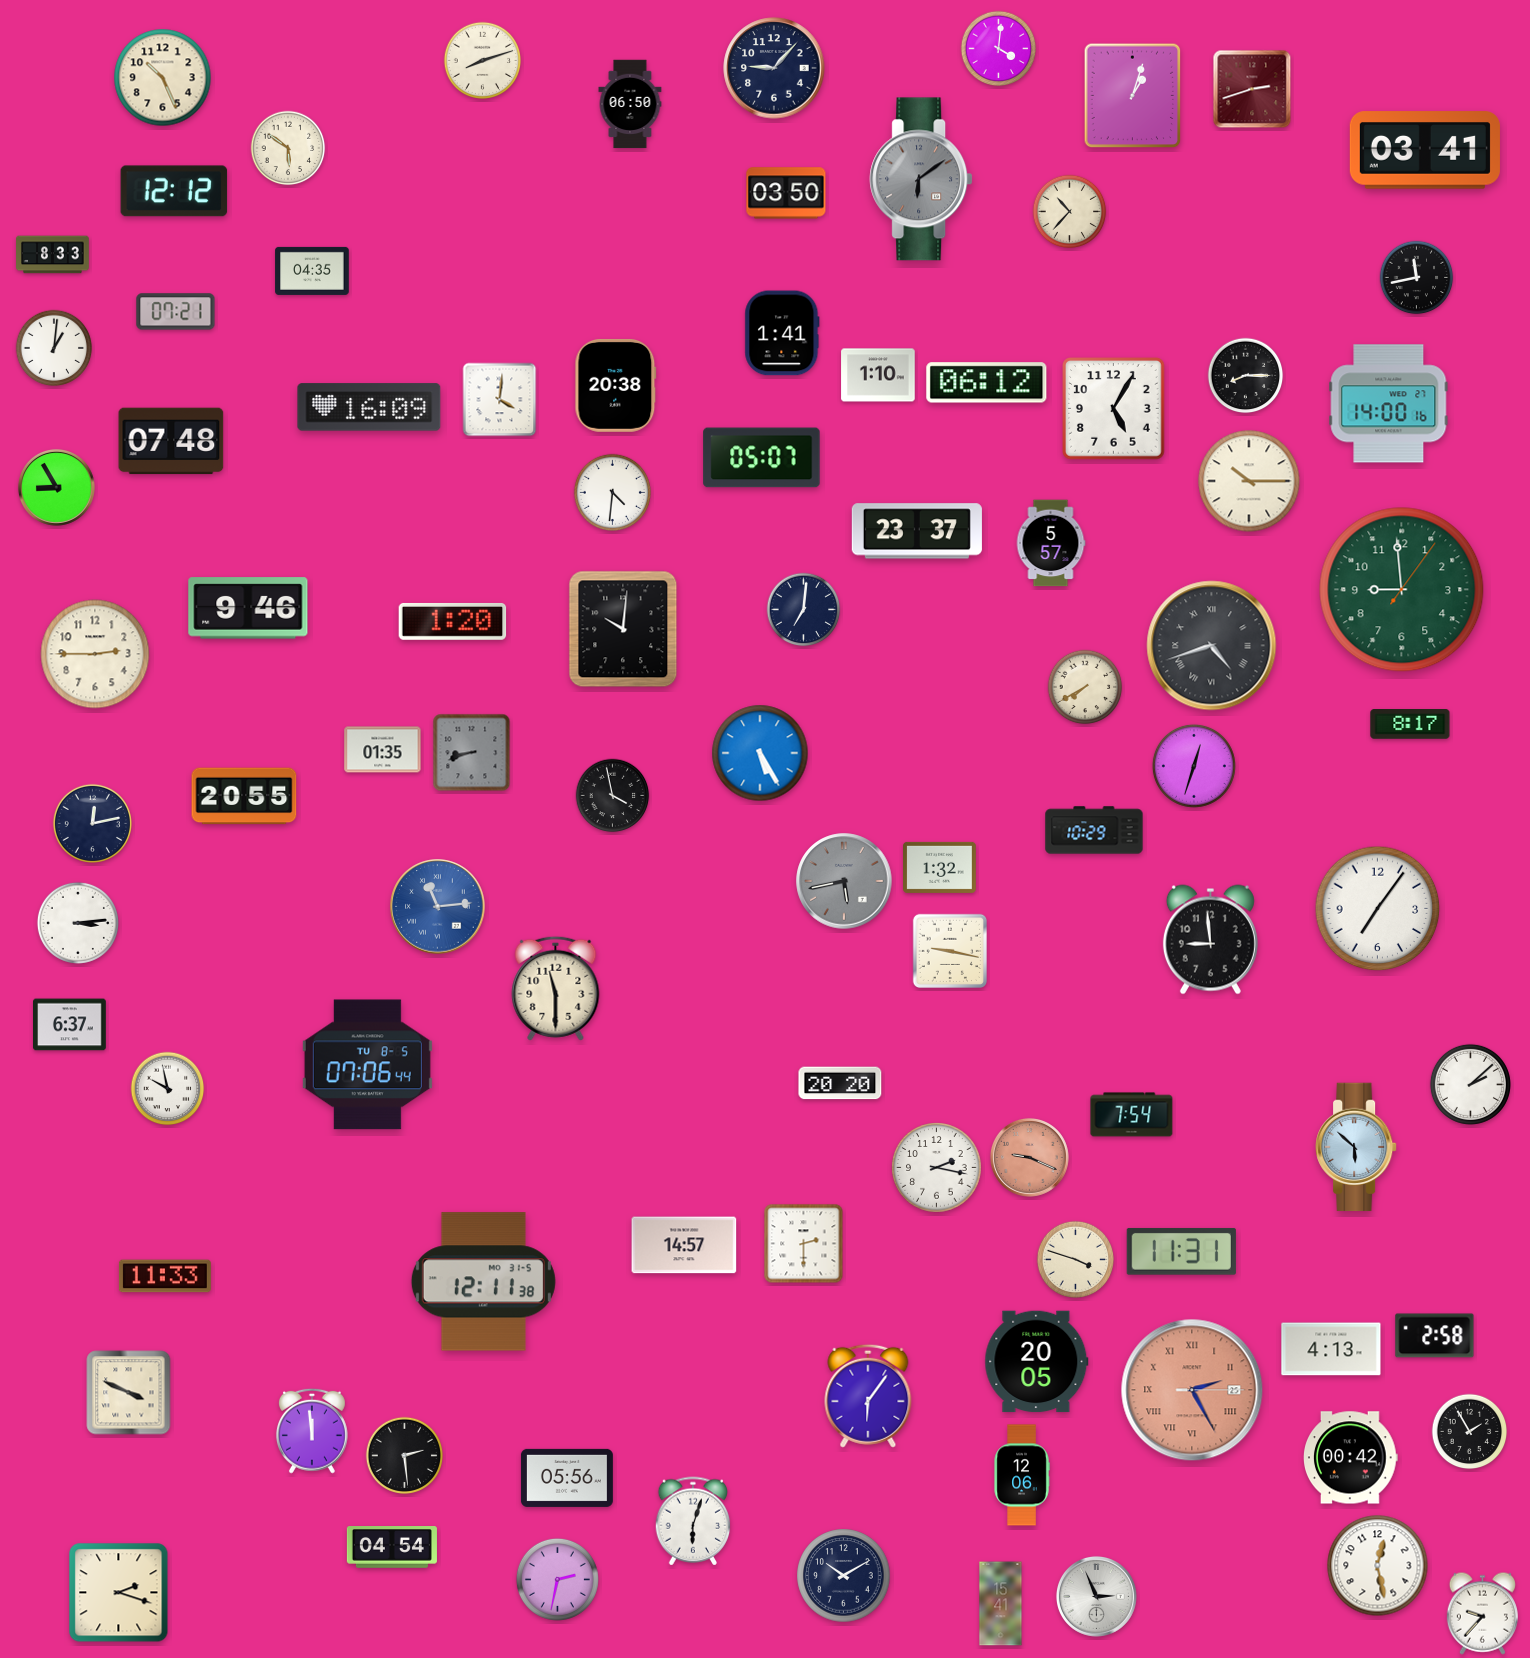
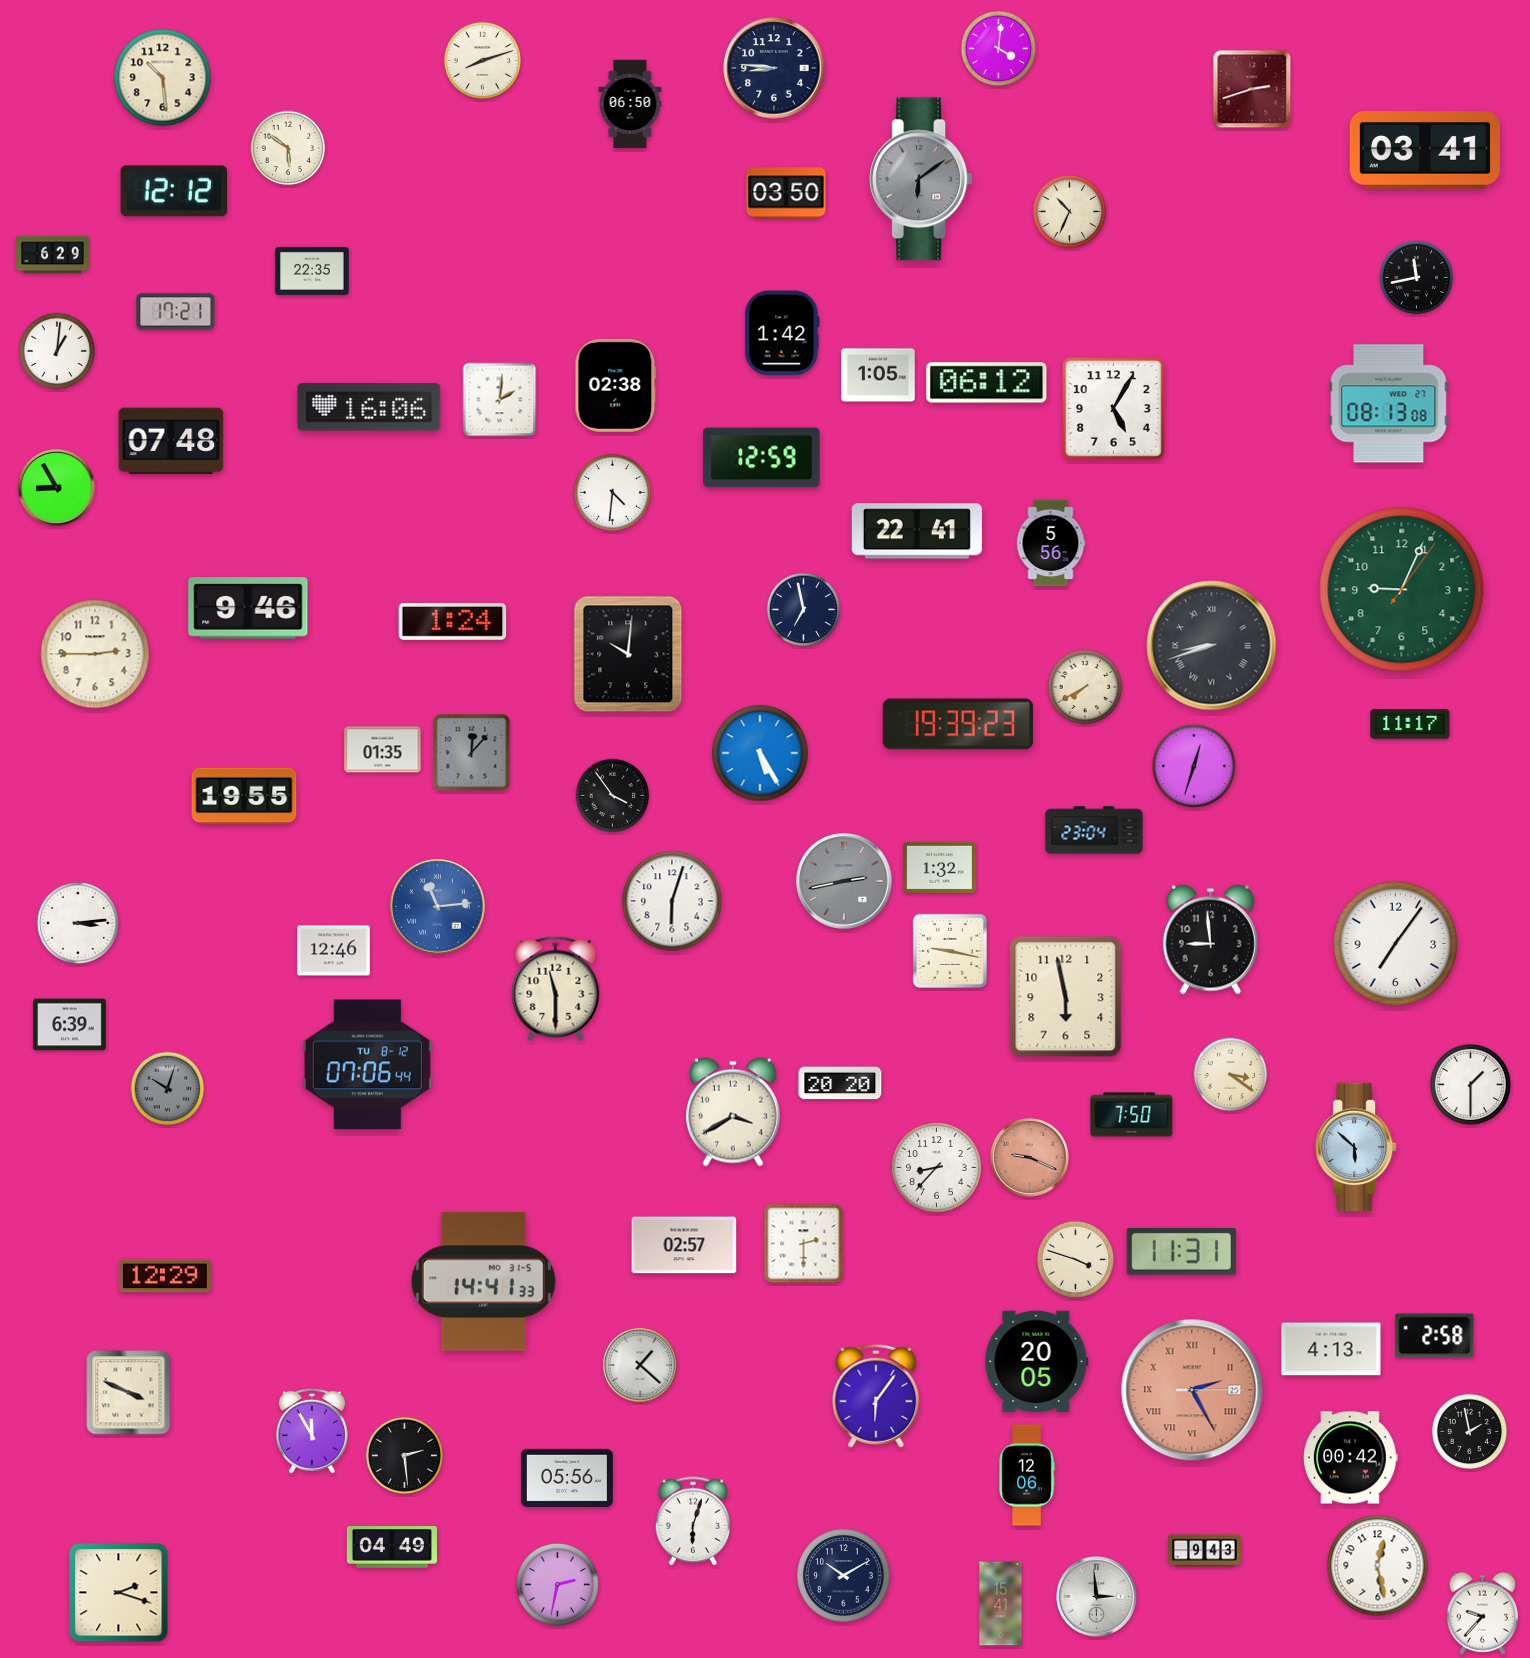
clock at (774, 68): 9:07 -> 8:46
clock at (163, 78): 10:26 -> 10:29
clock at (1133, 96): 1:03 -> none
clock at (1070, 212): 10:37 -> 10:34
clock at (53, 255): 8:33 -> 6:29
clock at (312, 271): 04:35 -> 22:35
clock at (176, 312): 07:21 -> 17:21
clock at (782, 333): 1:41 -> 1:42
clock at (54, 348) position: (54, 348) -> (57, 351)
clock at (878, 375): 1:10 -> 1:05
clock at (1246, 376): 8:15 -> none
clock at (616, 385): 20:38 -> 02:38
clock at (500, 400): 4:01 -> 2:01
clock at (1389, 404): 14:00 -> 08:13
clock at (369, 407): 16:09 -> 16:06
clock at (762, 458): 05:07 -> 12:59
clock at (1249, 481): 10:15 -> none
clock at (917, 531): 23:37 -> 22:41
clock at (1051, 543): 5:57 -> 5:56
clock at (1402, 590): 8:59 -> 9:04
clock at (804, 610): 7:01 -> 6:58
clock at (453, 621): 1:20 -> 1:24
clock at (623, 629) position: (623, 629) -> (628, 654)
clock at (1212, 646): 4:42 -> 8:42
clock at (958, 724): none -> 19:39
clock at (1410, 724): 8:17 -> 11:17
clock at (472, 753): 8:42 -> 12:07
clock at (244, 796): 20:55 -> 19:55
clock at (613, 796): 3:58 -> 3:54
clock at (92, 823): 12:13 -> none
clock at (1094, 830): 10:29 -> 23:04
clock at (844, 881): 5:43 -> 2:43
clock at (672, 901): none -> 6:03
clock at (1378, 909) position: (1378, 909) -> (1396, 944)
clock at (334, 951): none -> 12:46
clock at (1066, 997): none -> 5:58
clock at (70, 1025): 6:37 -> 6:39
clock at (367, 1065) date: TU 8-5 -> TU 8-12
clock at (1231, 1075): none -> 3:21
clock at (1470, 1084): 2:08 -> 1:30
clock at (168, 1089): 9:58 -> 10:03
clock at (168, 1089) dial: white -> grey
clock at (733, 1112): none -> 3:40
clock at (1132, 1115): 7:54 -> 7:50
clock at (937, 1168): 2:17 -> 8:37
clock at (684, 1245): 14:57 -> 02:57
clock at (165, 1276): 11:33 -> 12:29
clock at (483, 1282): 12:11 -> 14:41
clock at (640, 1365): none -> 1:22
clock at (868, 1396) position: (868, 1396) -> (876, 1396)
clock at (312, 1431): 11:59 -> 11:55
clock at (1470, 1432): 1:55 -> 1:58
clock at (1022, 1475) position: (1022, 1475) -> (1027, 1475)
clock at (392, 1548): 04:54 -> 04:49
clock at (1205, 1551): none -> 9:43
clock at (557, 1579) position: (557, 1579) -> (557, 1584)
clock at (1096, 1596): 2:56 -> 2:59
